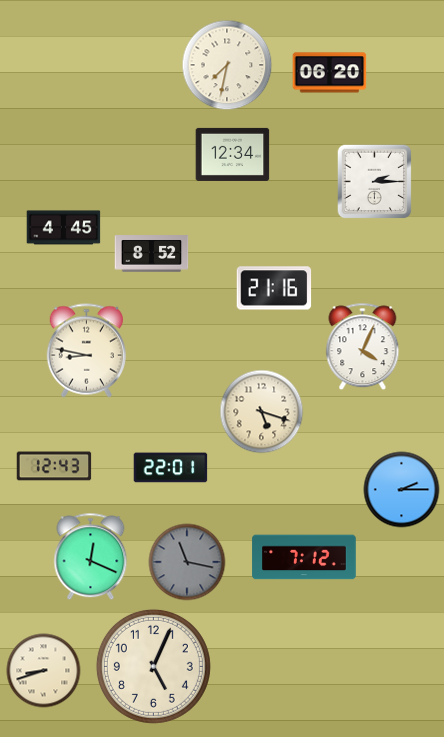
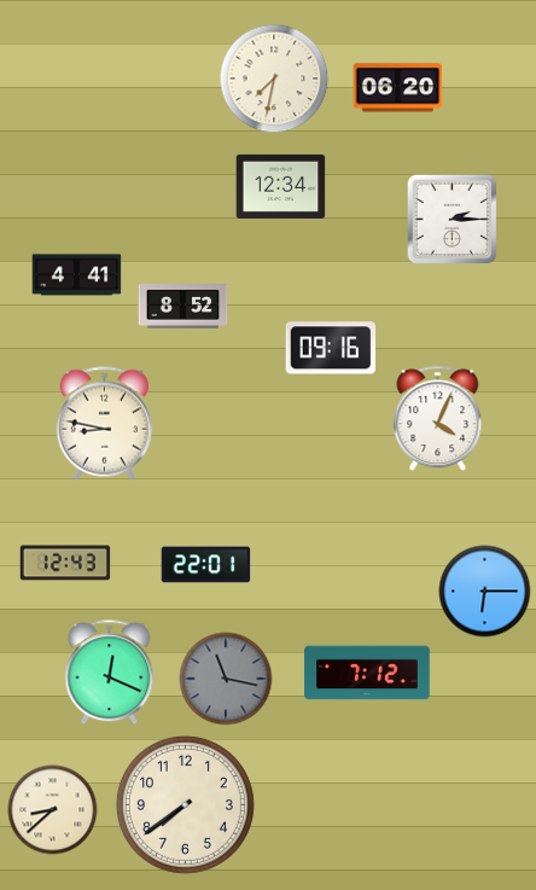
clock at (64, 228): 4:45 -> 4:41
clock at (274, 288): 21:16 -> 09:16
clock at (262, 412): 5:18 -> none
clock at (402, 490): 2:15 -> 6:15
clock at (153, 666): 5:04 -> 7:39
clock at (44, 671): 8:42 -> 8:38
